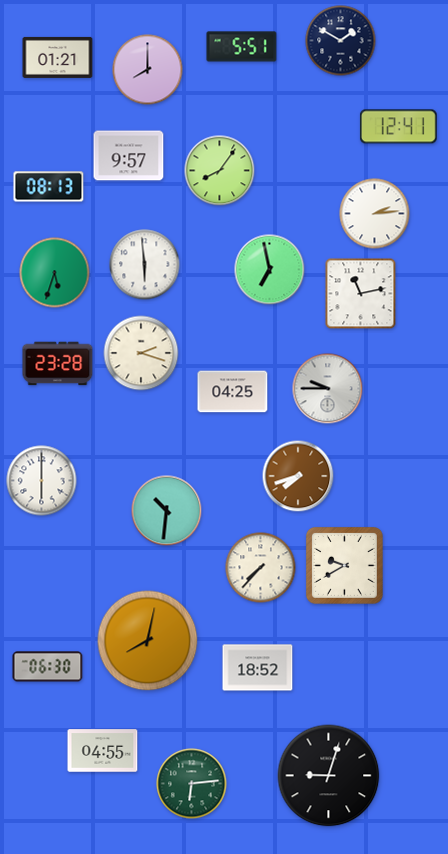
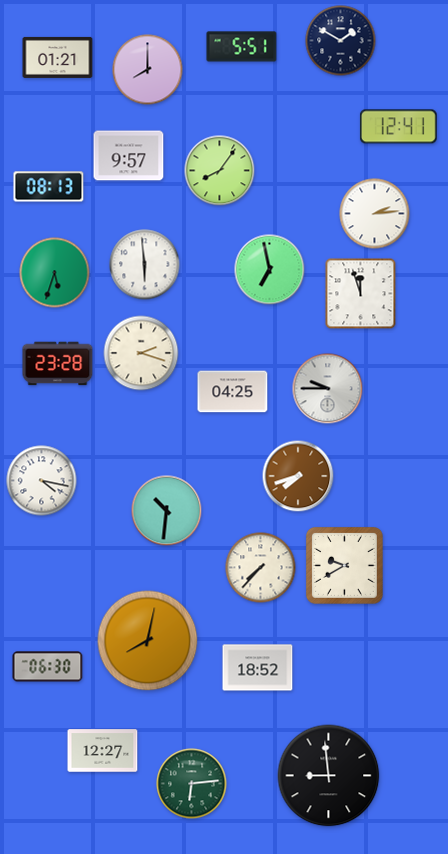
clock at (361, 294): 11:13 -> 11:57
clock at (42, 481): 6:00 -> 4:17
clock at (103, 751): 04:55 -> 12:27
clock at (329, 776): 9:03 -> 8:59
